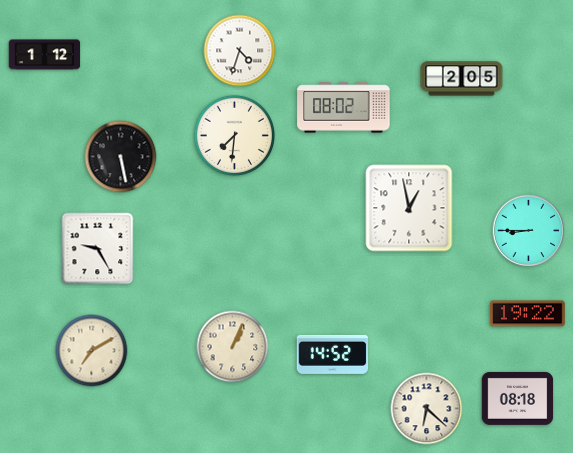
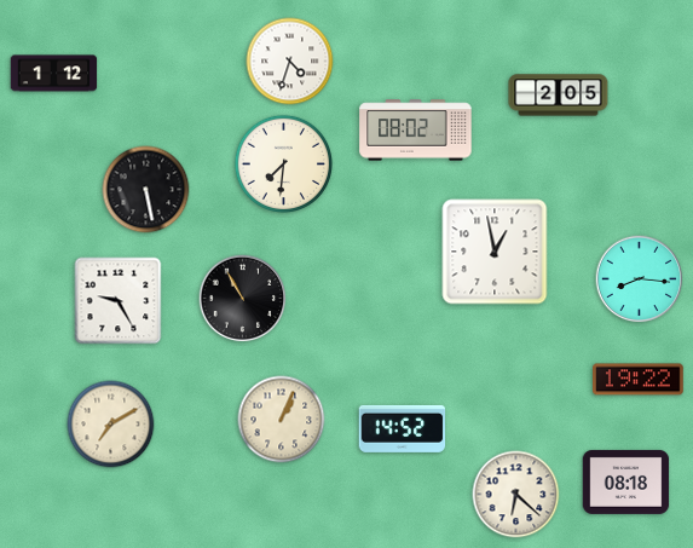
clock at (45, 55) position: (45, 55) -> (54, 74)
clock at (529, 231): 8:45 -> 8:16
clock at (243, 299): none -> 10:55
